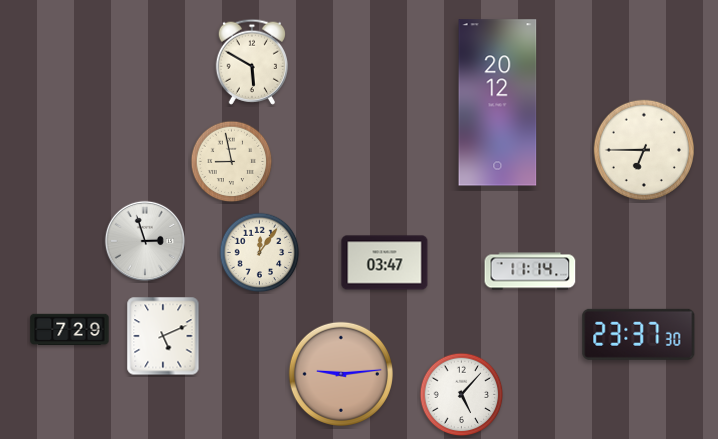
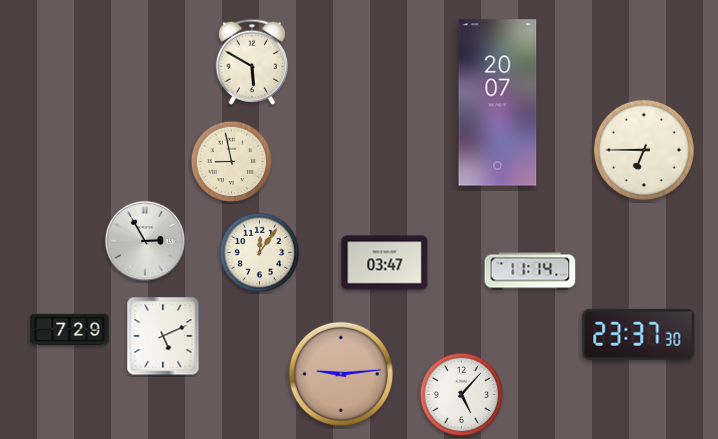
clock at (498, 103): 20:12 -> 20:07
clock at (144, 240): 2:57 -> 2:55
